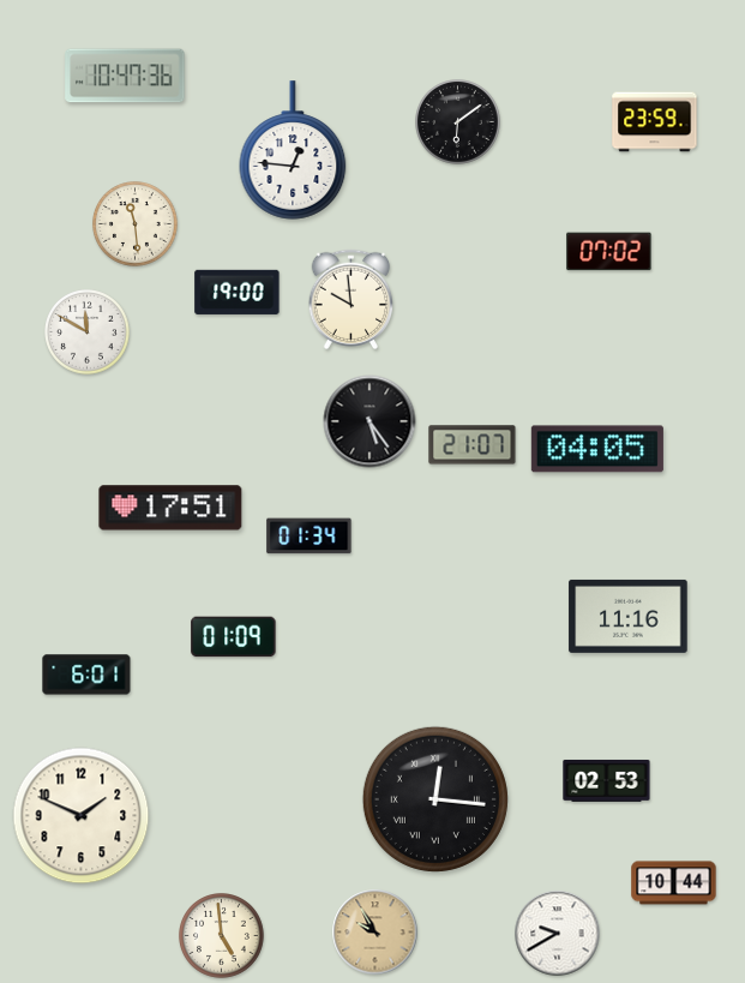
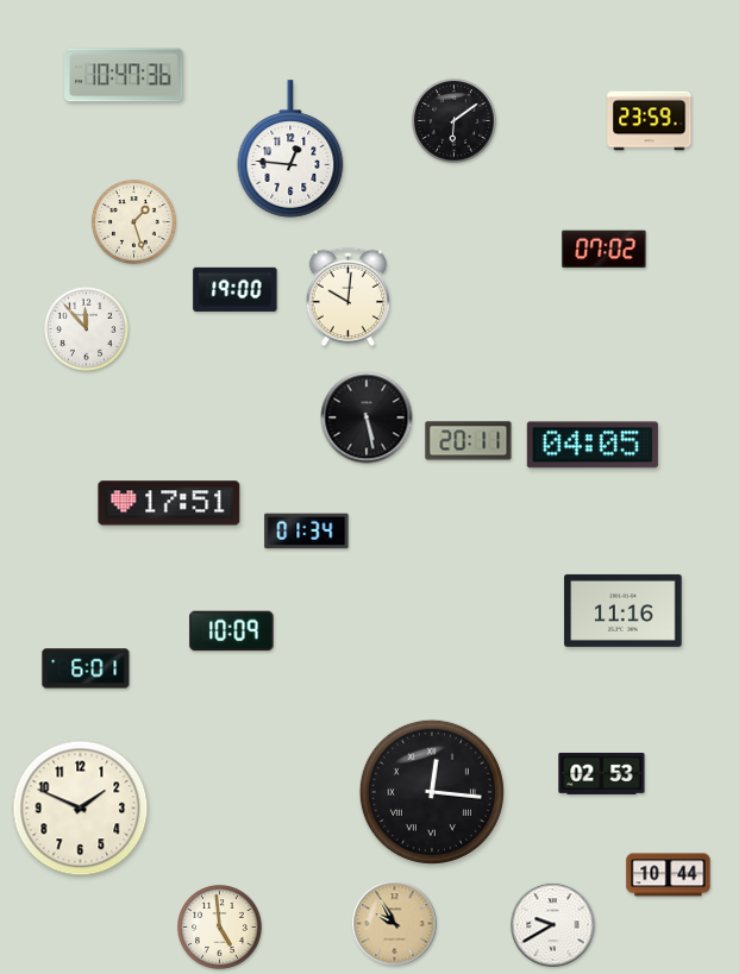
clock at (136, 224): 11:29 -> 1:27
clock at (352, 300): 9:59 -> 10:01
clock at (88, 332): 11:50 -> 11:53
clock at (370, 421): 5:24 -> 5:28
clock at (473, 445): 21:07 -> 20:11
clock at (234, 637): 01:09 -> 10:09
clock at (375, 933) position: (375, 933) -> (395, 924)
